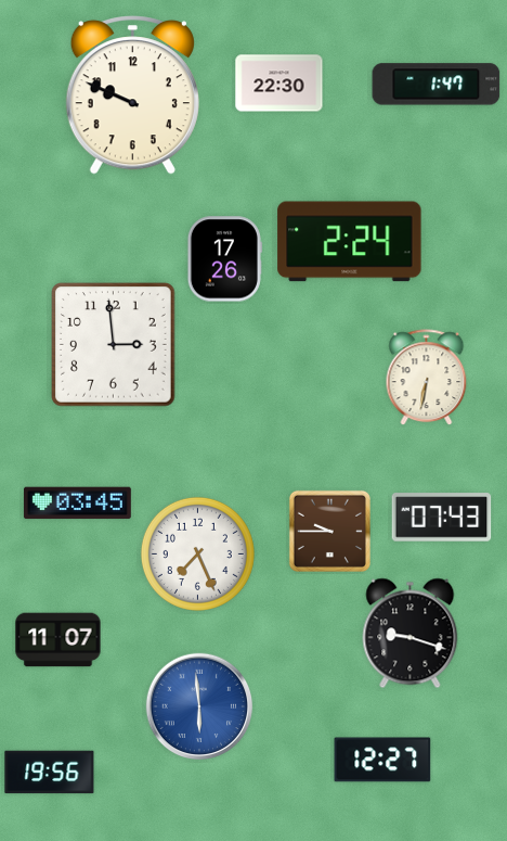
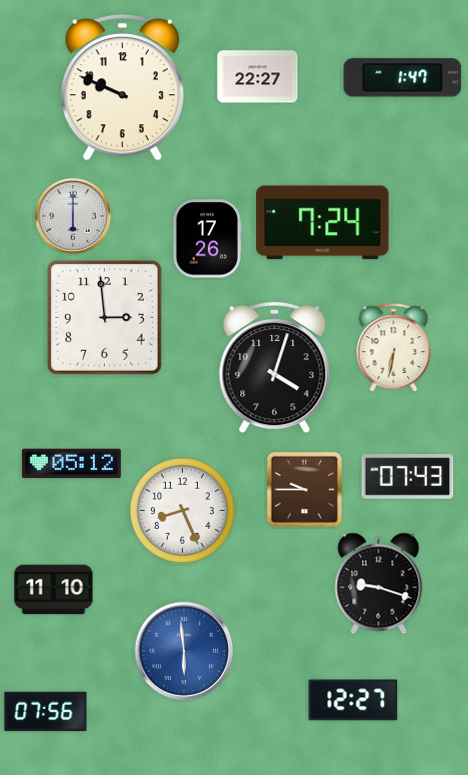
clock at (279, 84): 22:30 -> 22:27
clock at (73, 216): none -> 6:00
clock at (350, 242): 2:24 -> 7:24
clock at (275, 368): none -> 4:03
clock at (77, 504): 03:45 -> 05:12
clock at (197, 553): 7:26 -> 8:26
clock at (58, 640): 11:07 -> 11:10
clock at (50, 773): 19:56 -> 07:56
